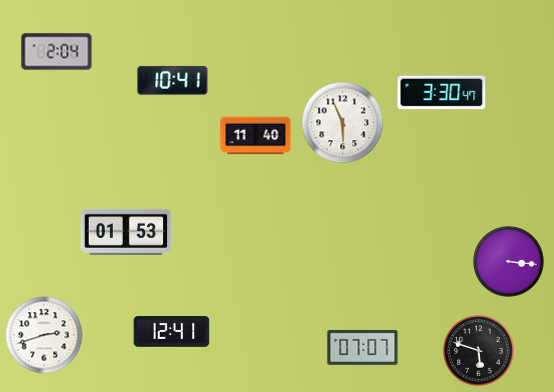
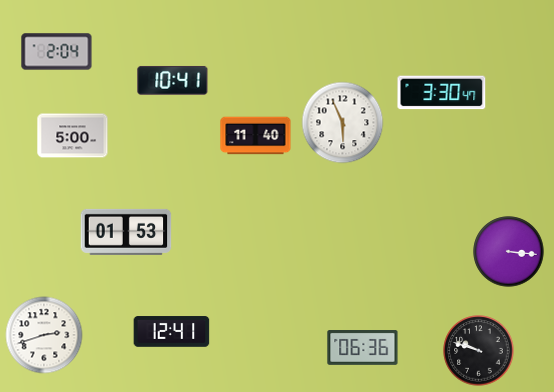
clock at (73, 136): none -> 5:00
clock at (509, 262) position: (509, 262) -> (509, 252)
clock at (363, 348): 07:07 -> 06:36
clock at (479, 351): 5:48 -> 9:48
